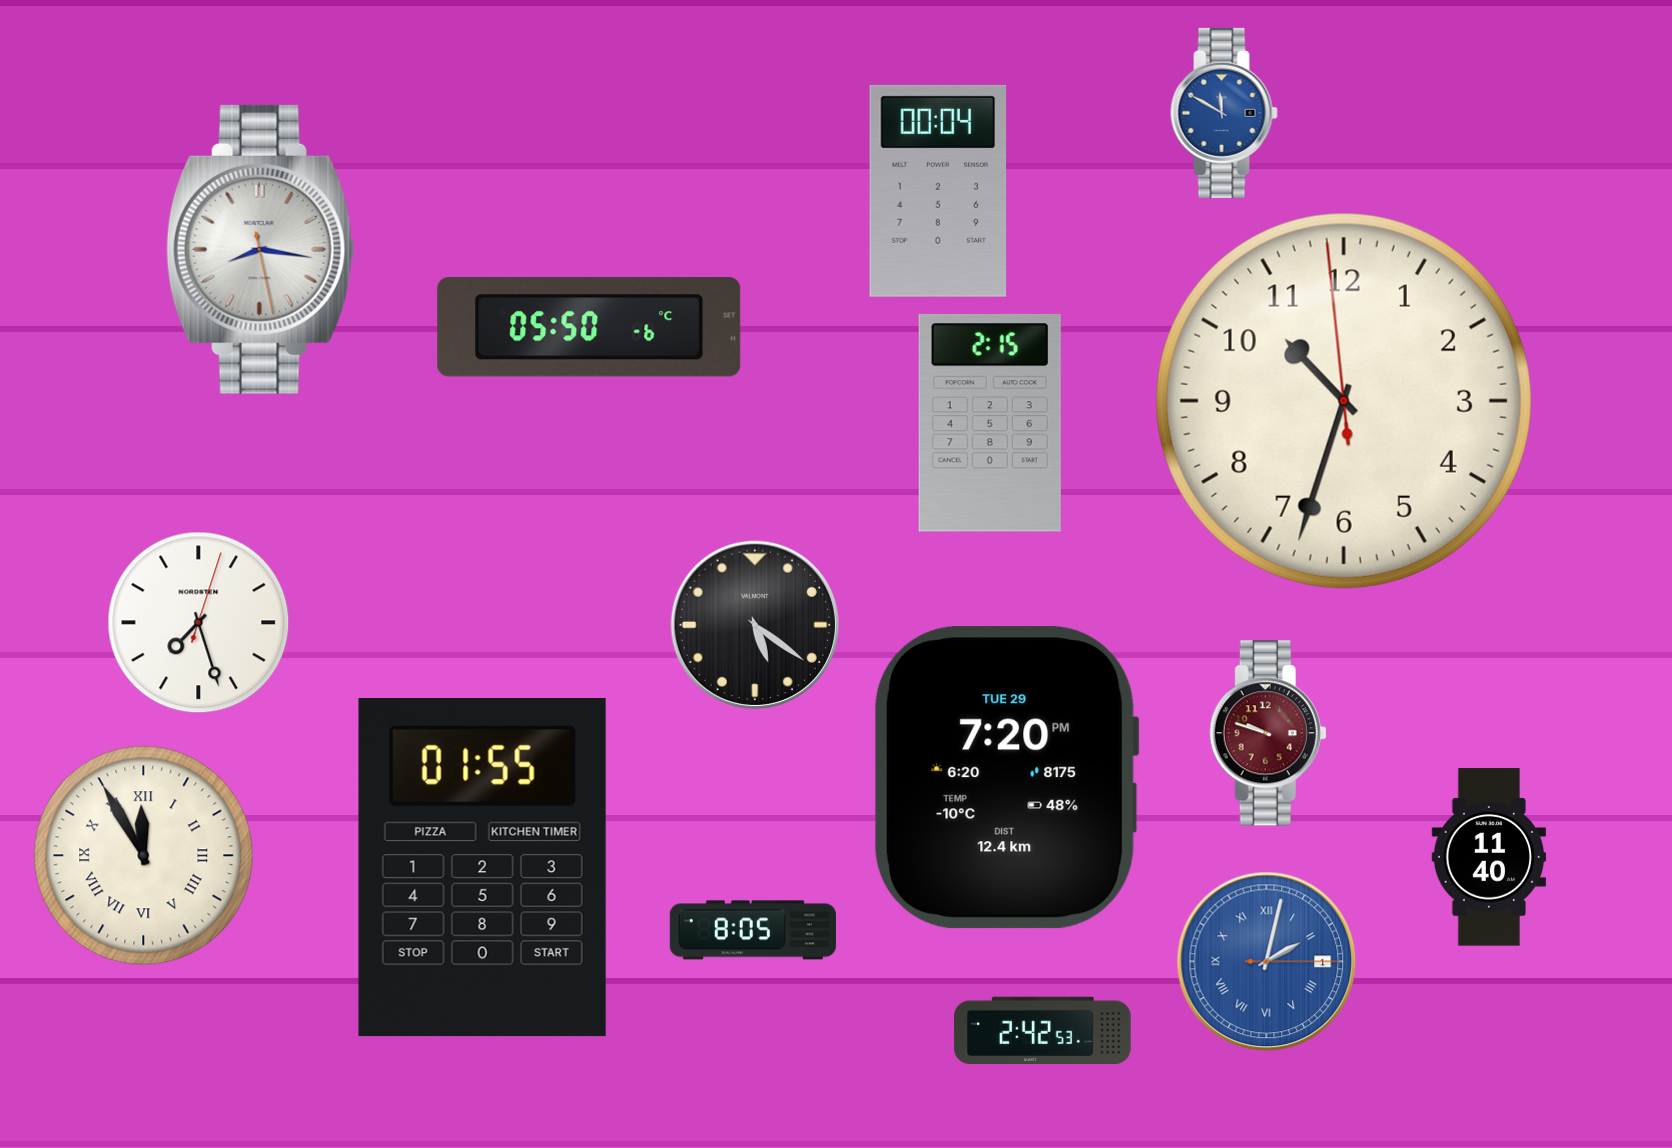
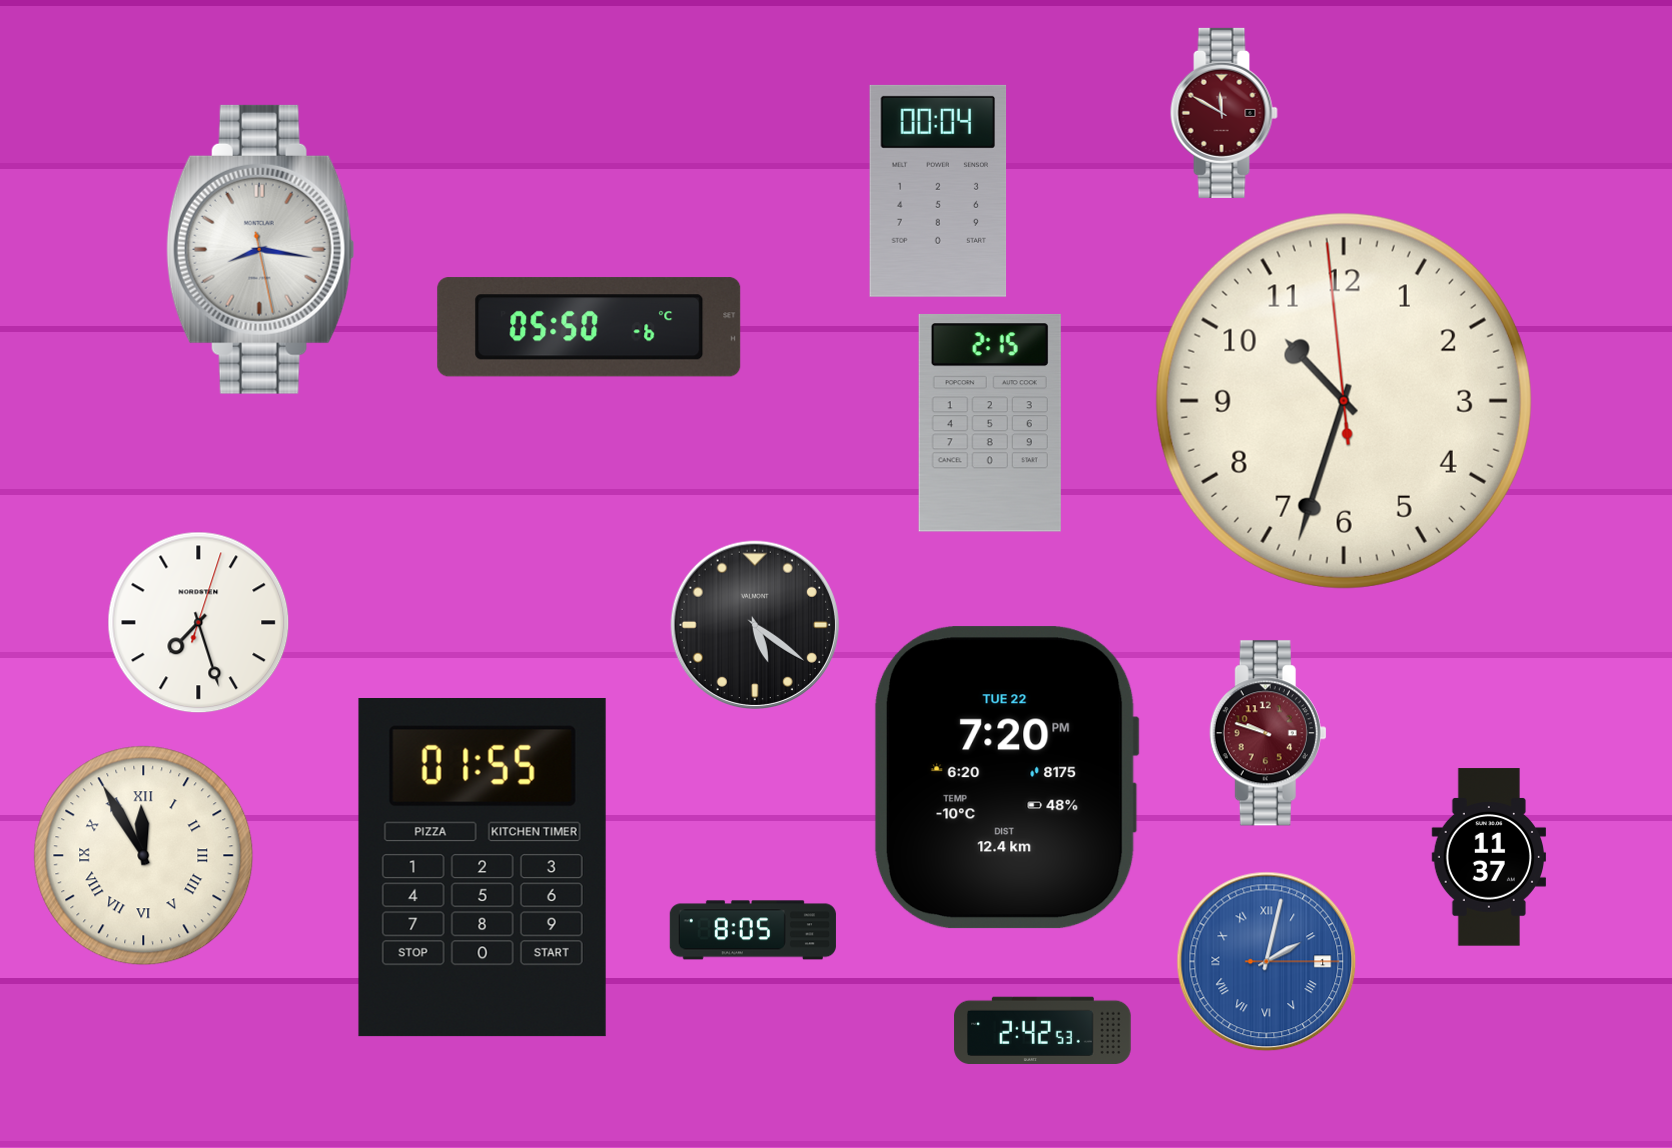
clock at (1224, 113) dial: blue -> burgundy
clock at (1006, 778) date: TUE 29 -> TUE 22
clock at (1488, 857): 11:40 -> 11:37
